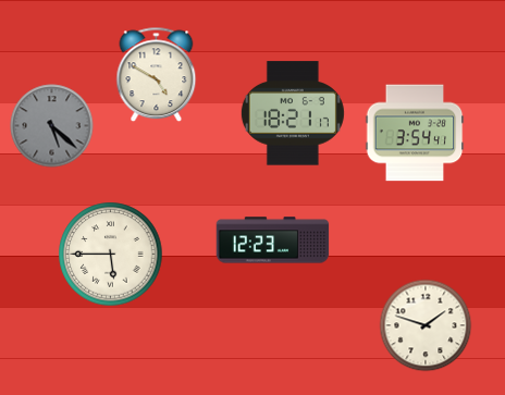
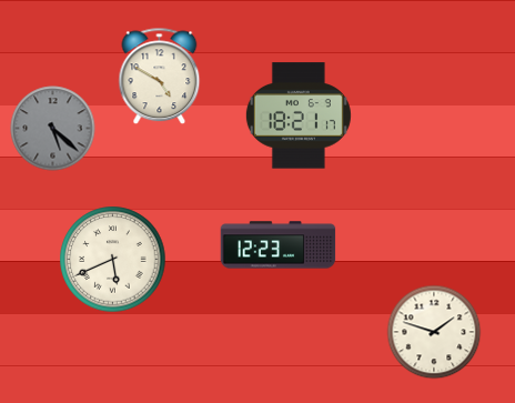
clock at (415, 133): 3:54 -> none
clock at (111, 255): 5:45 -> 5:41
